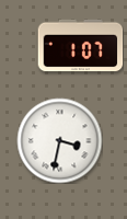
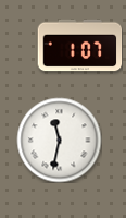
clock at (59, 140): 3:32 -> 11:32
